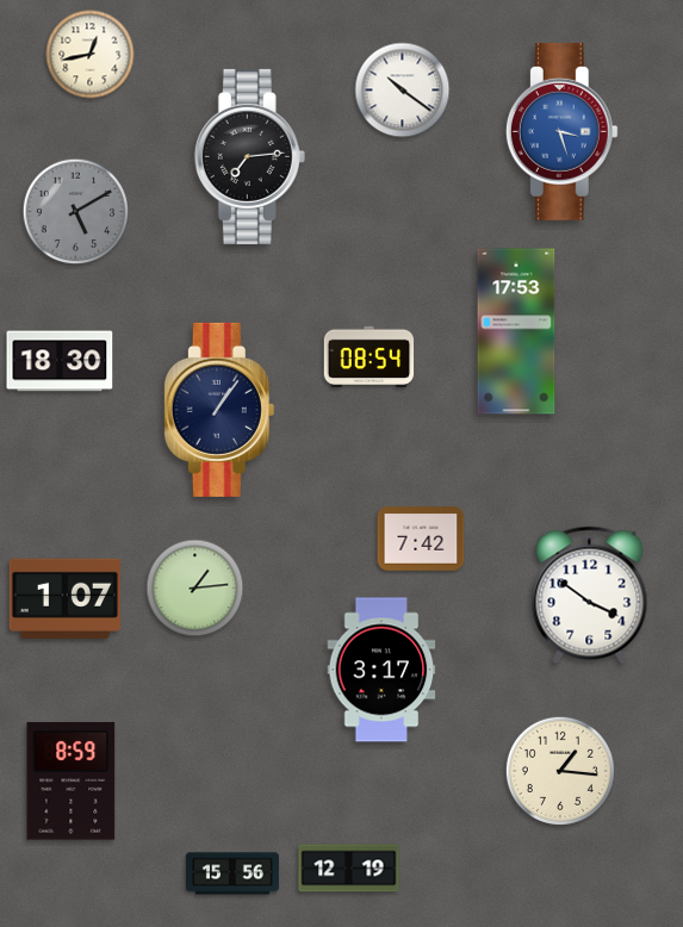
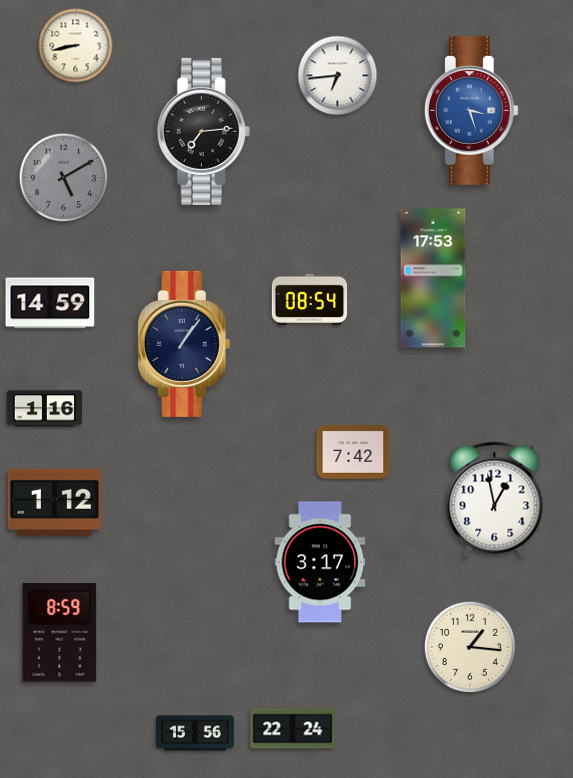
clock at (91, 55): 12:43 -> 8:43
clock at (403, 91): 10:21 -> 6:44
clock at (249, 156) position: (249, 156) -> (203, 131)
clock at (60, 361): 18:30 -> 14:59
clock at (45, 409): none -> 1:16
clock at (195, 589): 1:14 -> none
clock at (590, 596): 3:51 -> 12:58
clock at (64, 598): 1:07 -> 1:12
clock at (72, 782) position: (72, 782) -> (60, 633)
clock at (349, 869): 12:19 -> 22:24
